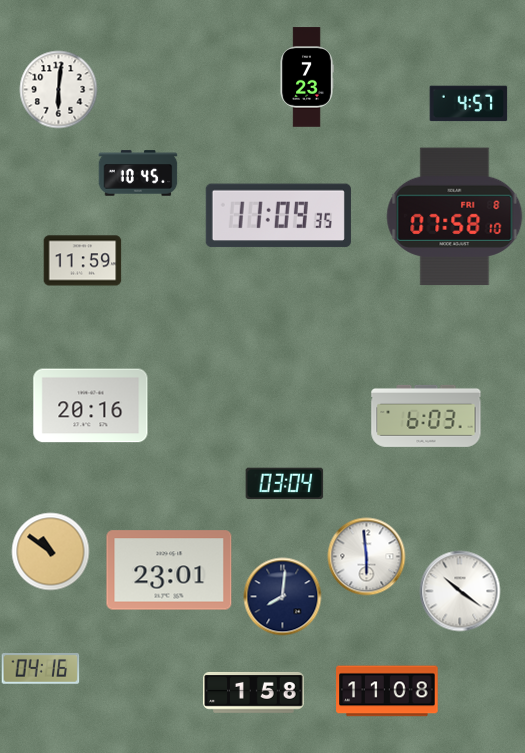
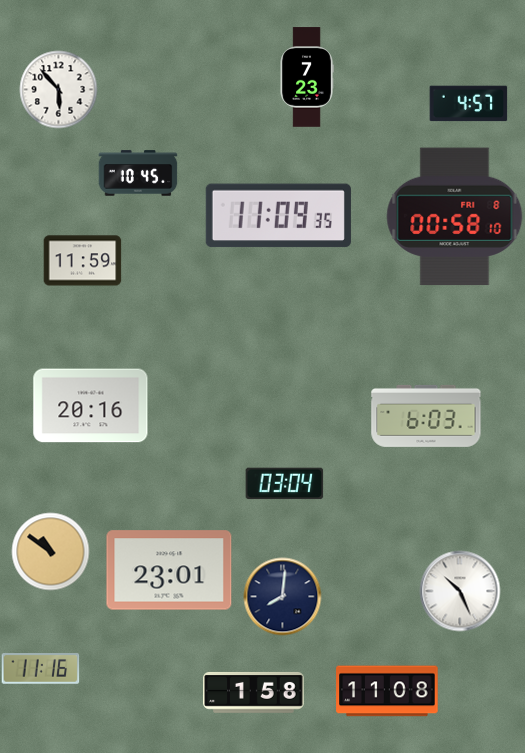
clock at (58, 89): 6:01 -> 5:53
clock at (455, 217): 07:58 -> 00:58
clock at (366, 556): 5:59 -> none
clock at (460, 591): 10:21 -> 10:26
clock at (40, 669): 04:16 -> 11:16
